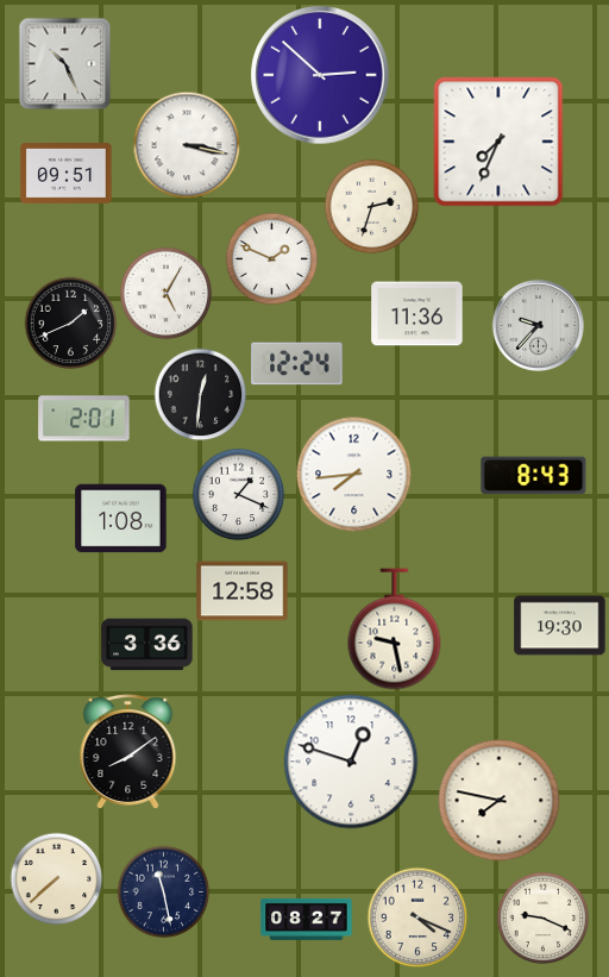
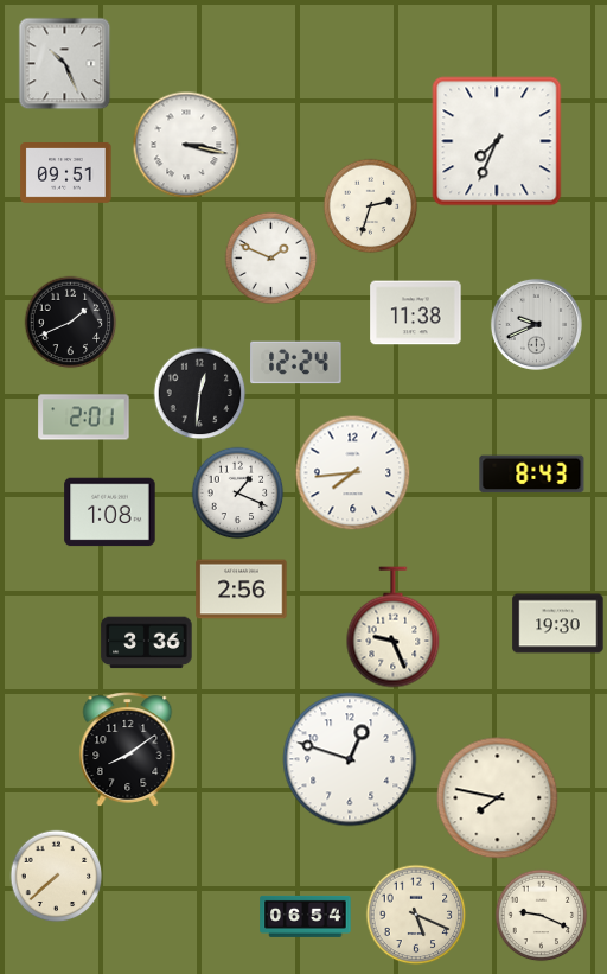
clock at (320, 75): 2:52 -> none
clock at (165, 293): 5:05 -> none
clock at (417, 314): 11:36 -> 11:38
clock at (538, 325): 9:37 -> 9:41
clock at (121, 519) position: (121, 519) -> (110, 513)
clock at (243, 591): 12:58 -> 2:56
clock at (395, 630): 9:28 -> 9:26
clock at (163, 891): 11:28 -> none
clock at (417, 917): 4:19 -> 5:19
clock at (307, 919): 08:27 -> 06:54
